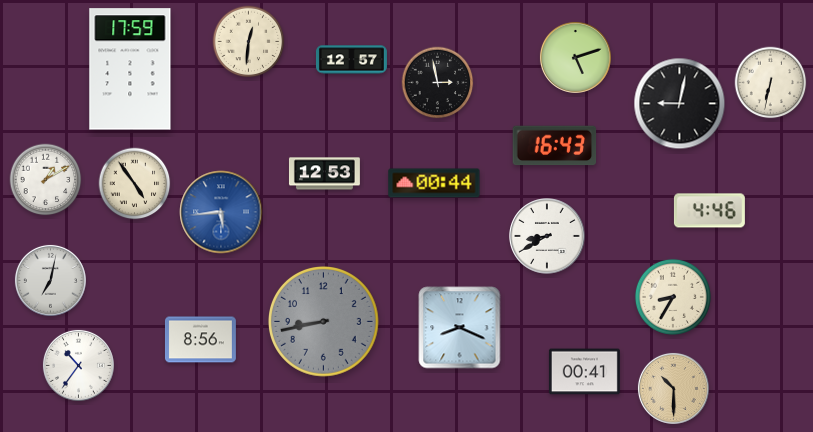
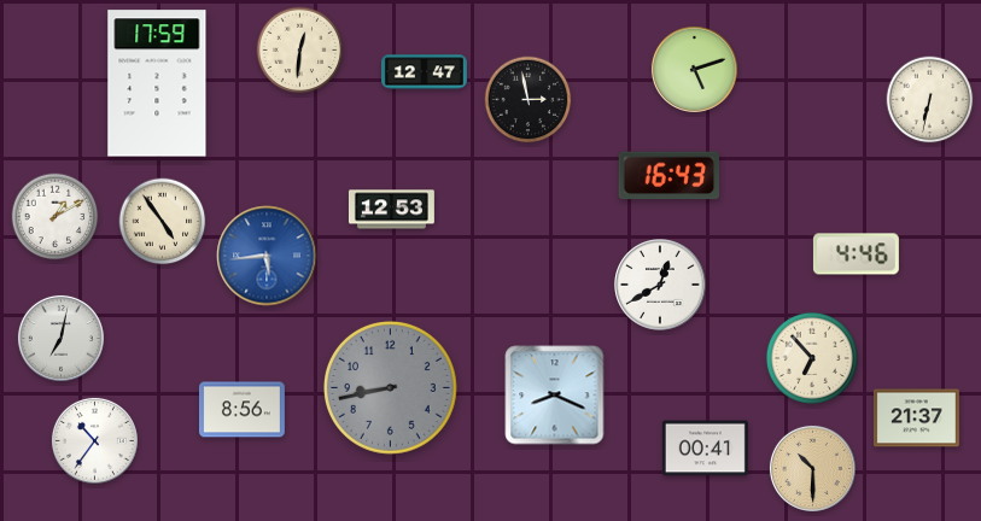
clock at (351, 60): 12:57 -> 12:47
clock at (680, 104): 9:02 -> none
clock at (434, 183): 00:44 -> none
clock at (547, 236): 8:40 -> 12:40
clock at (673, 297): 8:35 -> 6:53
clock at (916, 418): none -> 21:37
